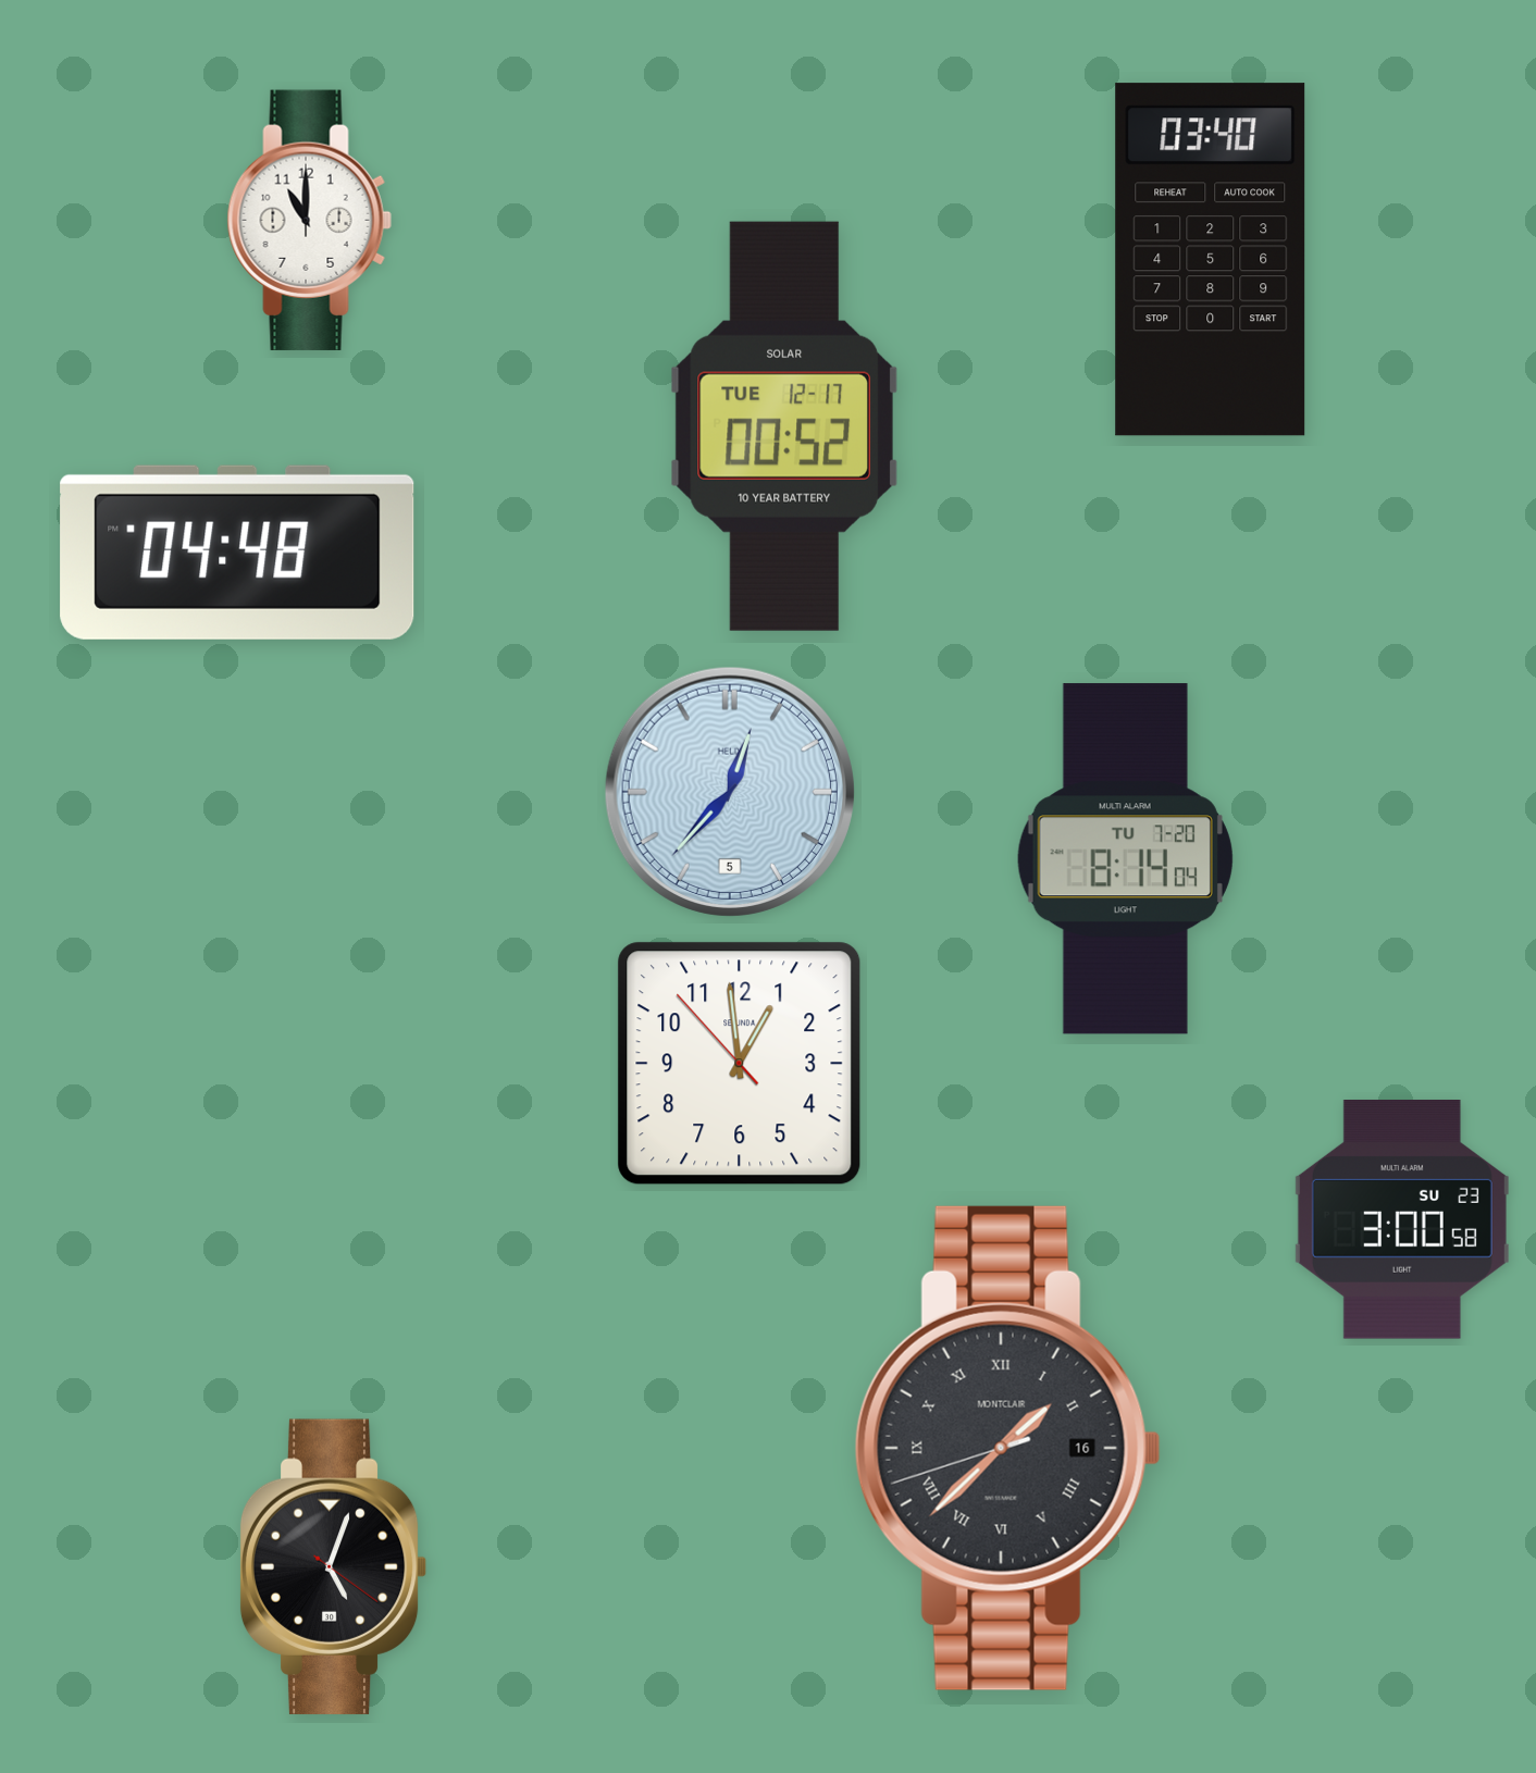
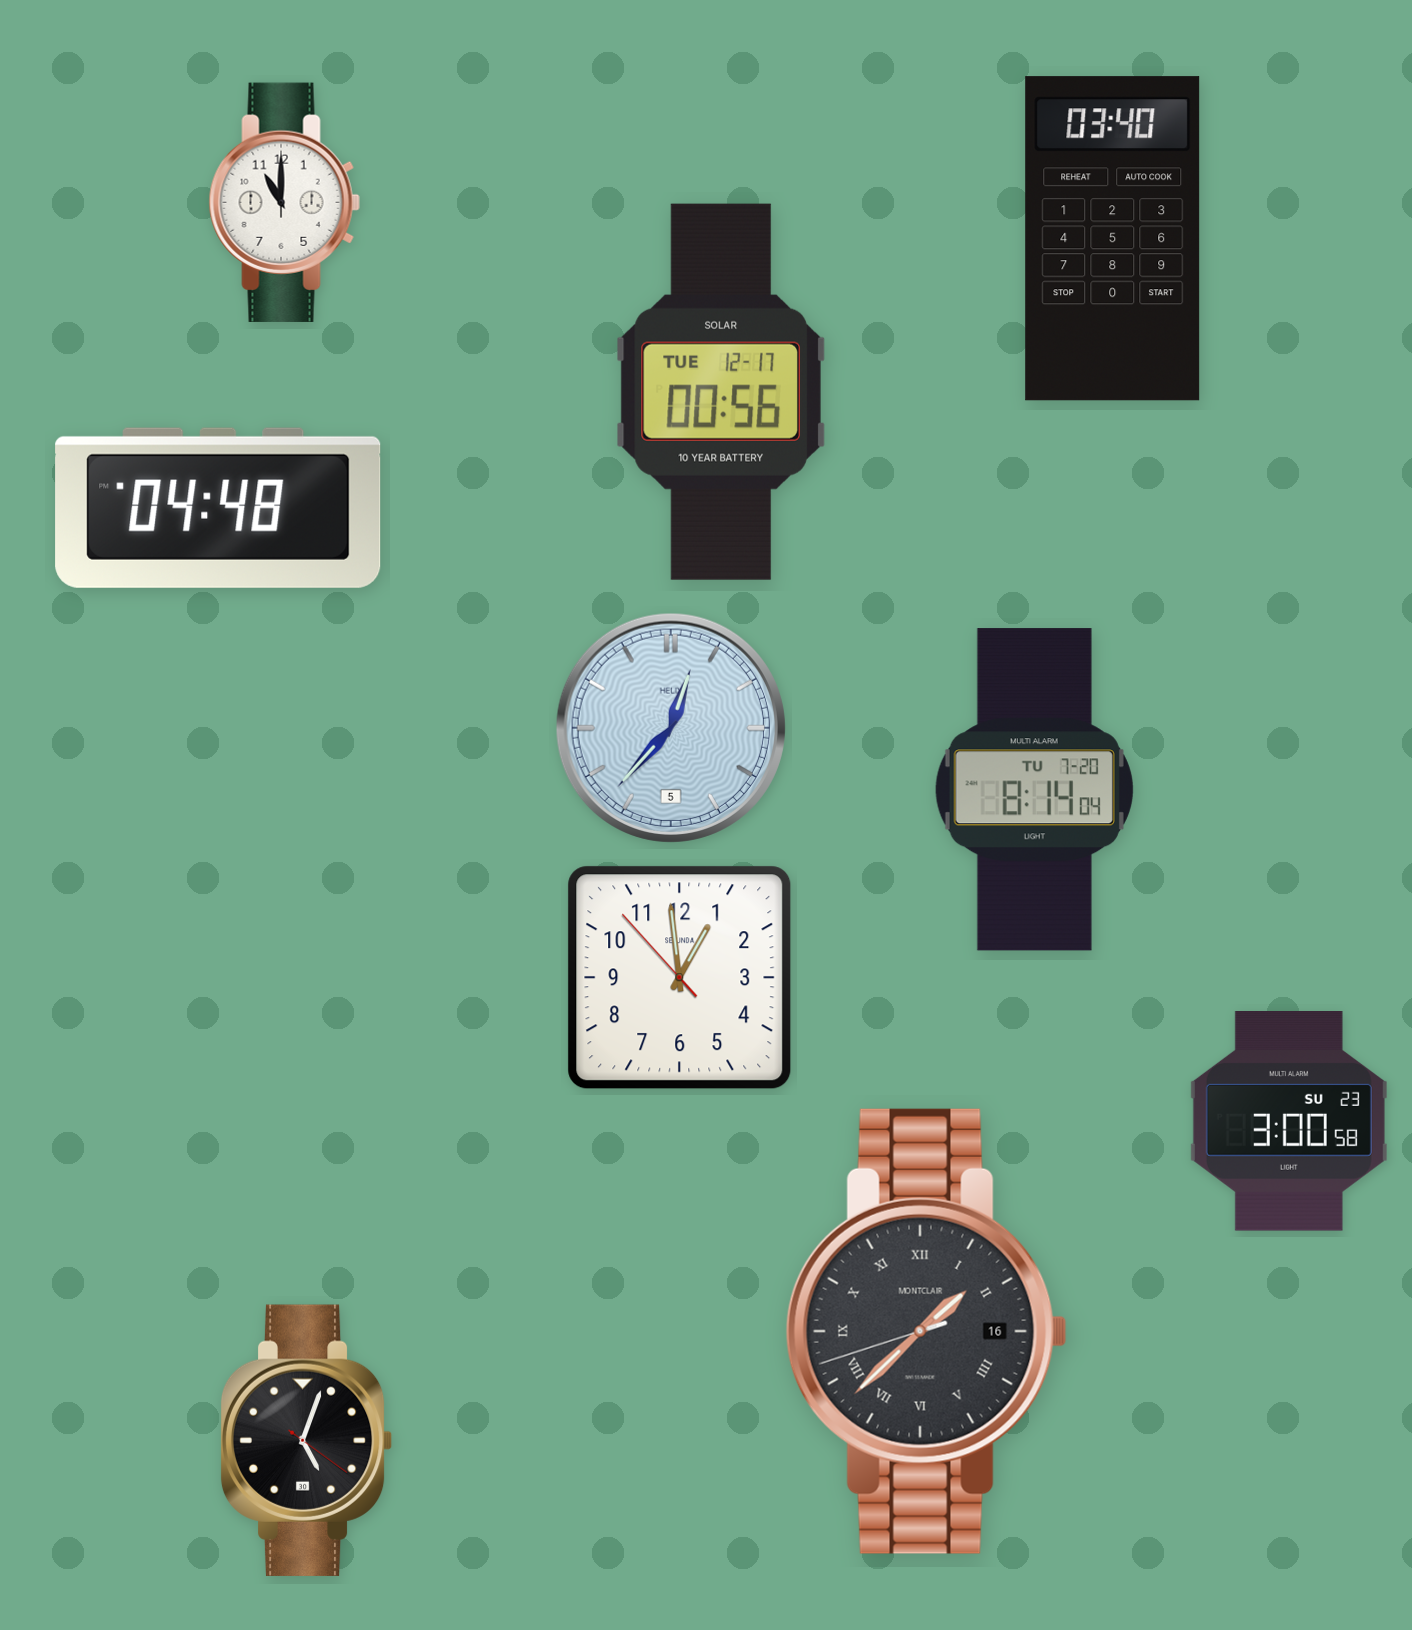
clock at (784, 426): 00:52 -> 00:56
